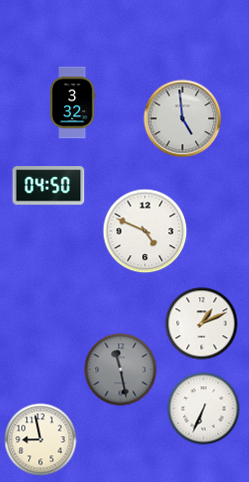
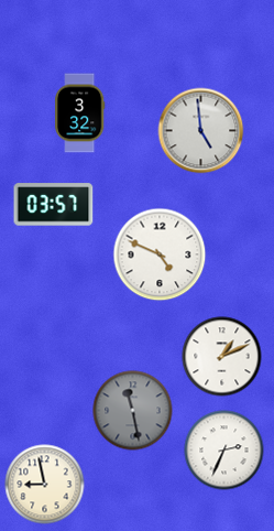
clock at (49, 186): 04:50 -> 03:57
clock at (121, 370) position: (121, 370) -> (133, 411)
clock at (204, 409): 6:34 -> 2:34
